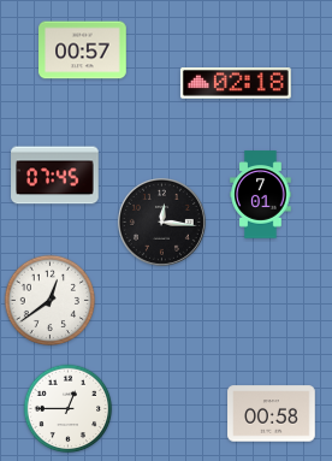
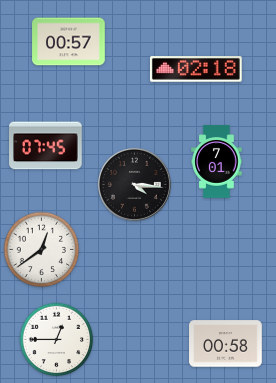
clock at (161, 221): 12:16 -> 4:16
